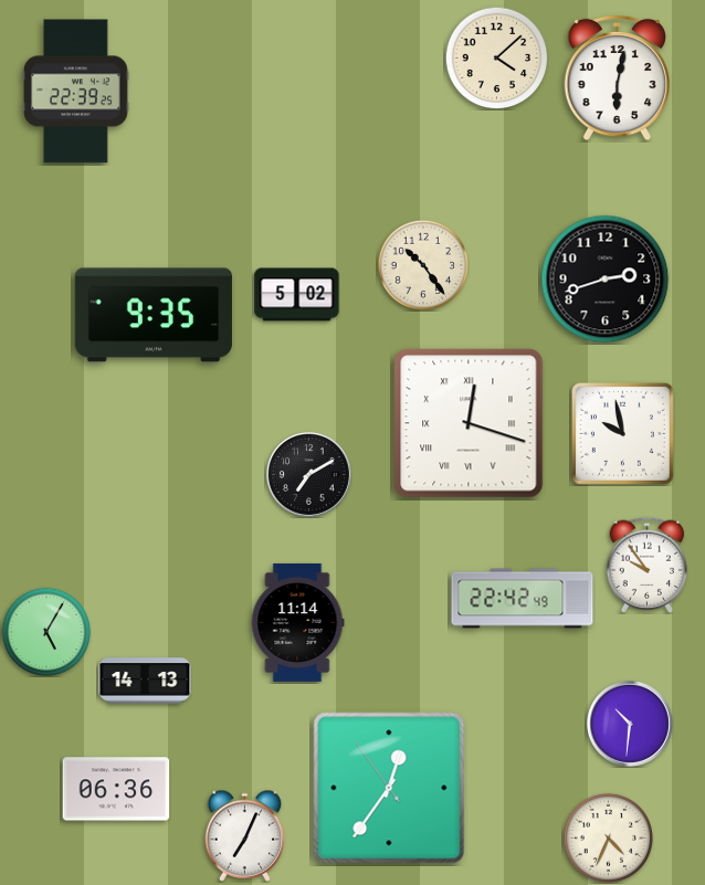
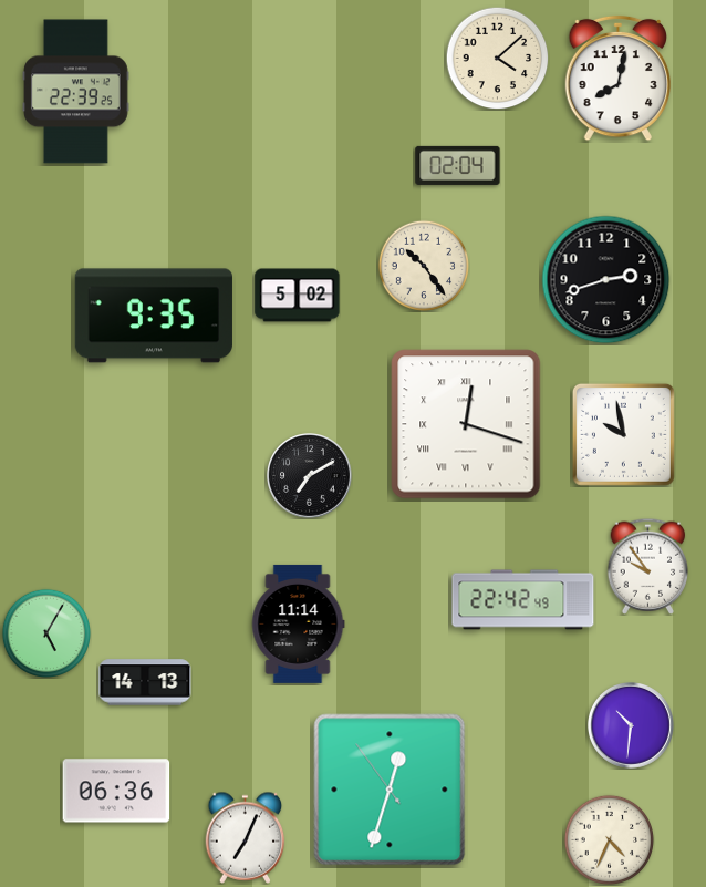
clock at (618, 78): 6:02 -> 8:02
clock at (458, 165): none -> 02:04
clock at (469, 423) position: (469, 423) -> (466, 424)
clock at (389, 788): 12:35 -> 12:32
